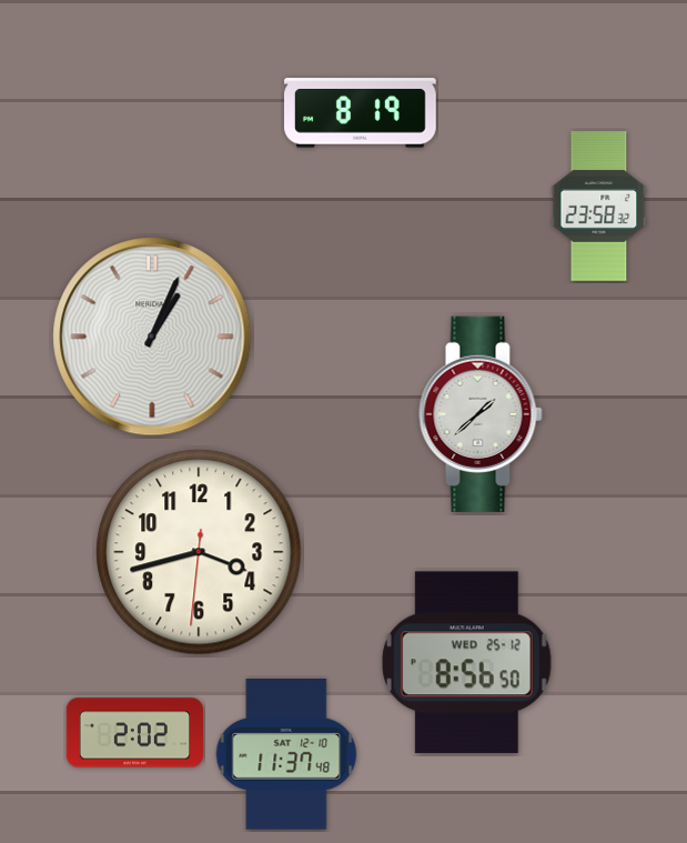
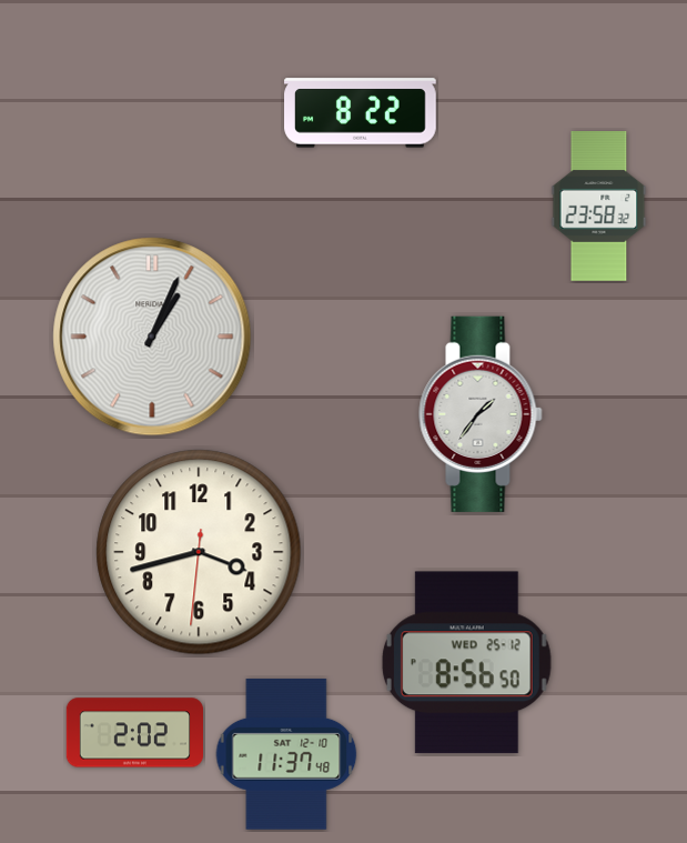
clock at (361, 113): 8:19 -> 8:22
clock at (481, 414): 1:38 -> 1:36
